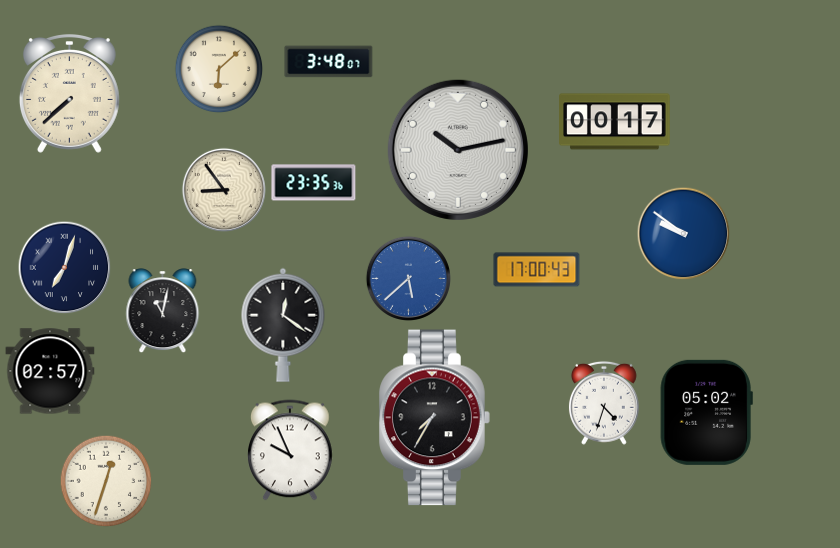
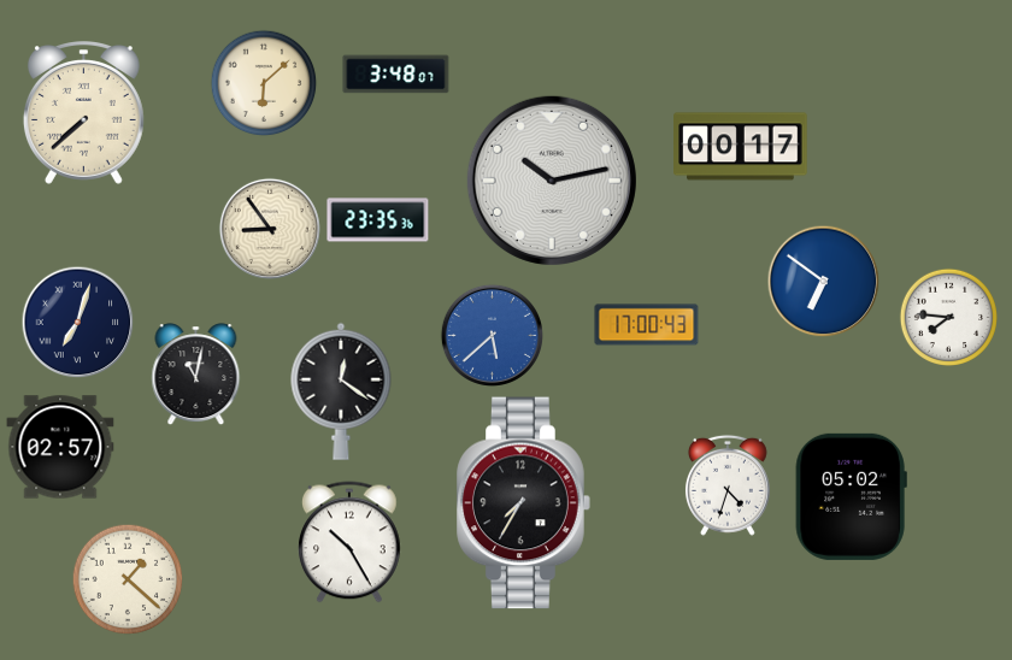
clock at (683, 233): 9:51 -> 6:51
clock at (948, 317): none -> 7:46
clock at (291, 450): 9:56 -> 10:25
clock at (106, 481): 12:33 -> 1:22
